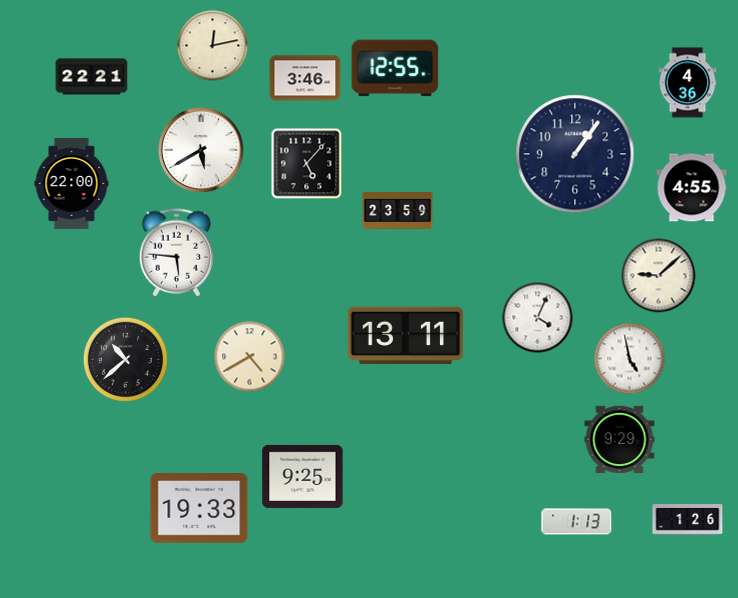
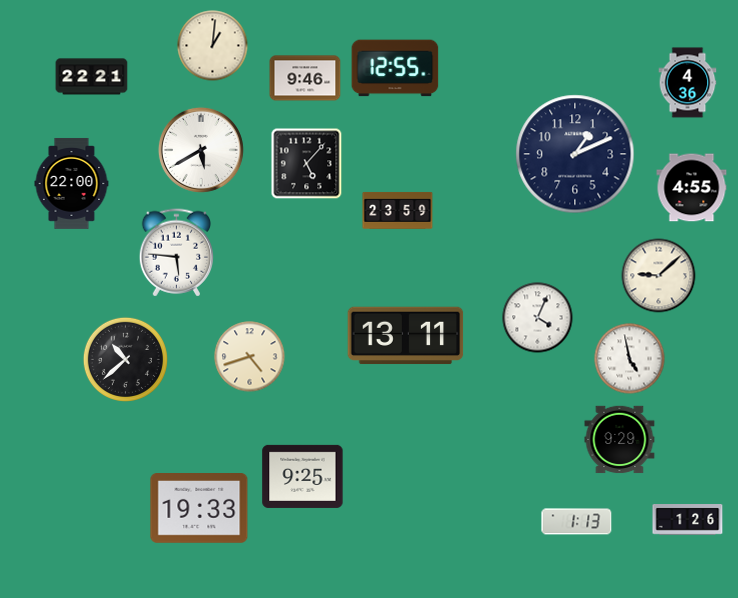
clock at (213, 46): 12:13 -> 1:01
clock at (305, 78): 3:46 -> 9:46
clock at (575, 154): 1:06 -> 1:11
clock at (250, 357): 4:40 -> 4:42
